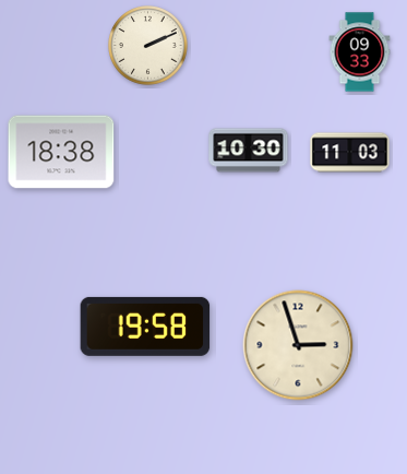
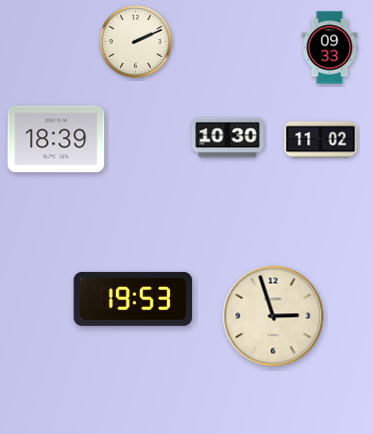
clock at (61, 152): 18:38 -> 18:39
clock at (350, 153): 11:03 -> 11:02
clock at (145, 327): 19:58 -> 19:53
